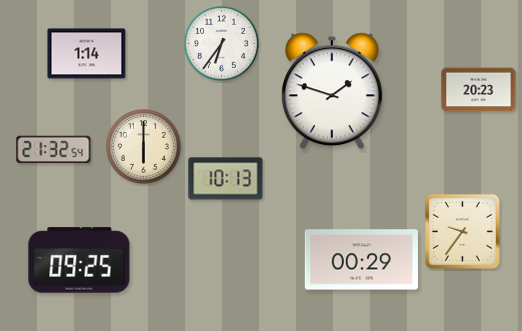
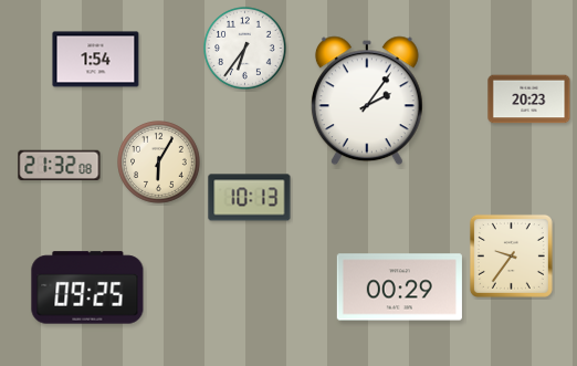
clock at (87, 54): 1:14 -> 1:54
clock at (332, 91): 1:48 -> 2:06
clock at (144, 147): 6:00 -> 6:05
clock at (54, 150): 21:32:54 -> 21:32:08
